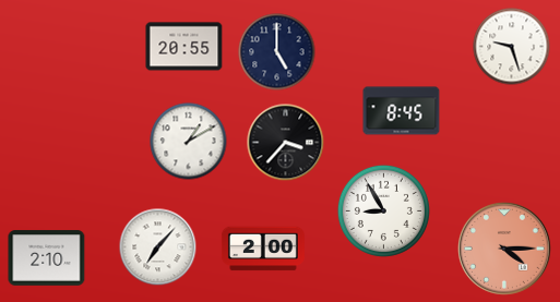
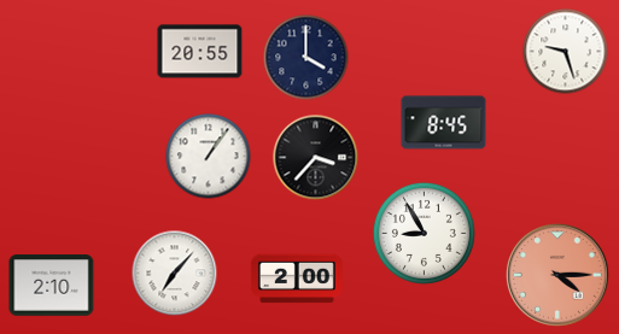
clock at (184, 47) position: (184, 47) -> (200, 52)
clock at (277, 52): 5:00 -> 4:00
clock at (189, 142): 1:10 -> 1:06
clock at (263, 249) position: (263, 249) -> (297, 279)
